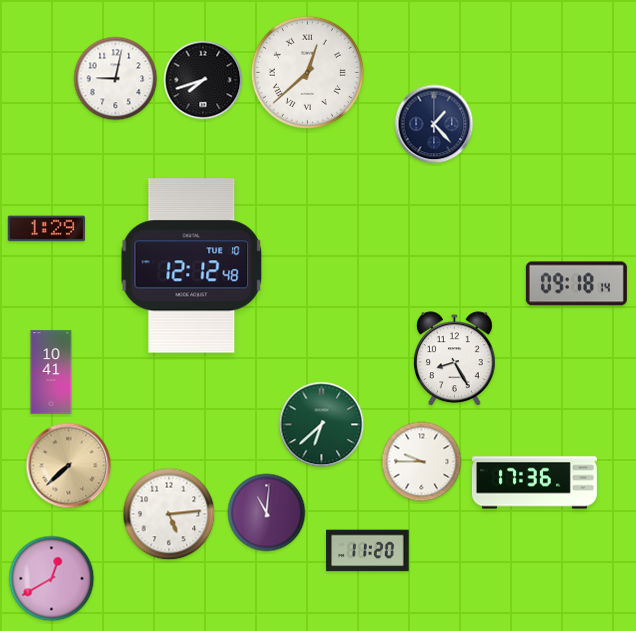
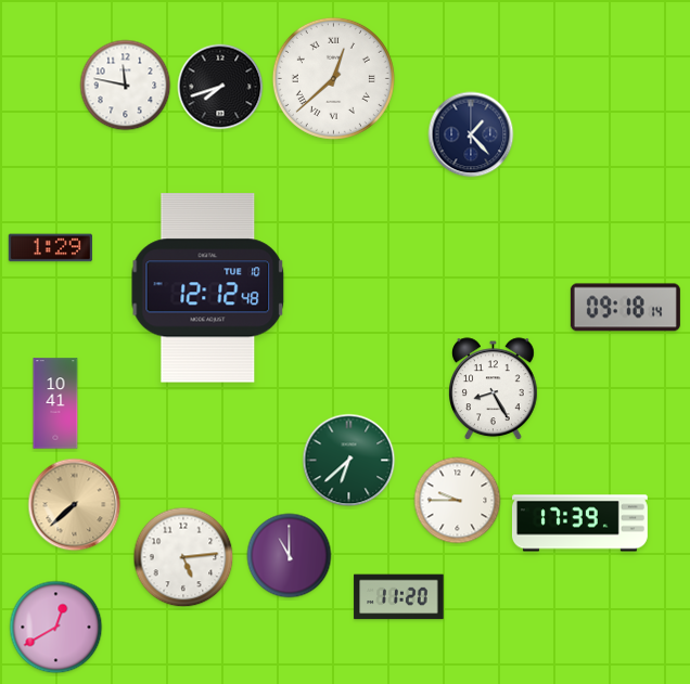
clock at (116, 79): 9:02 -> 11:47
clock at (534, 483): 17:36 -> 17:39
clock at (267, 513): 11:01 -> 11:00
